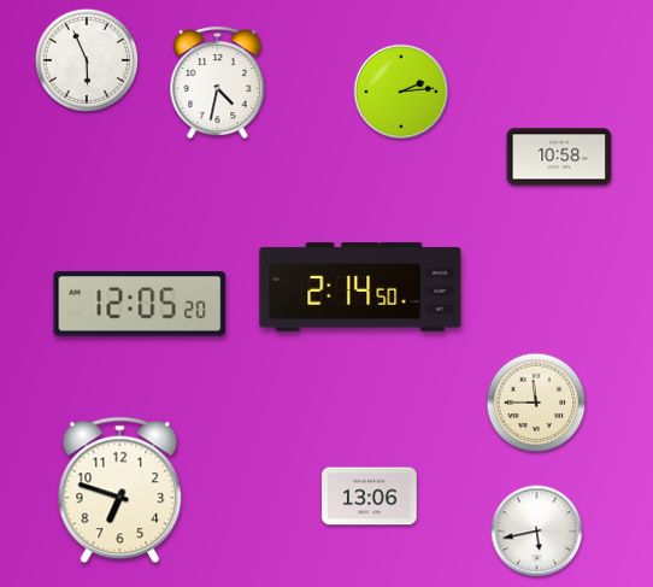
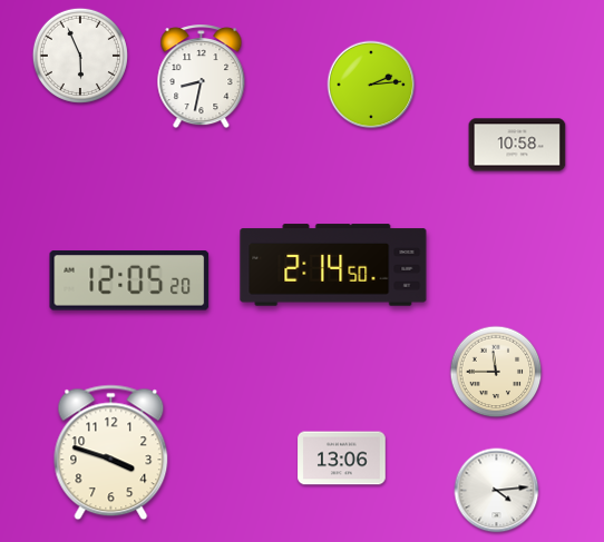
clock at (218, 83): 4:32 -> 8:32
clock at (120, 491): 6:48 -> 3:48
clock at (537, 532): 5:43 -> 4:14
